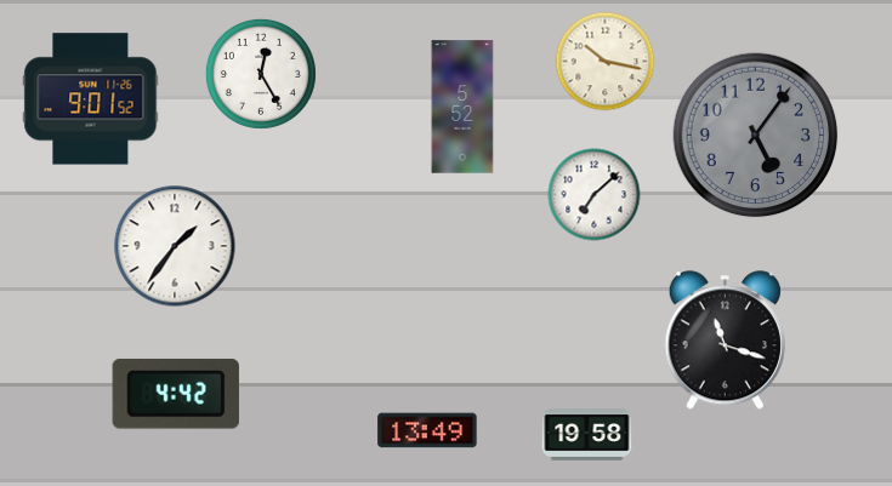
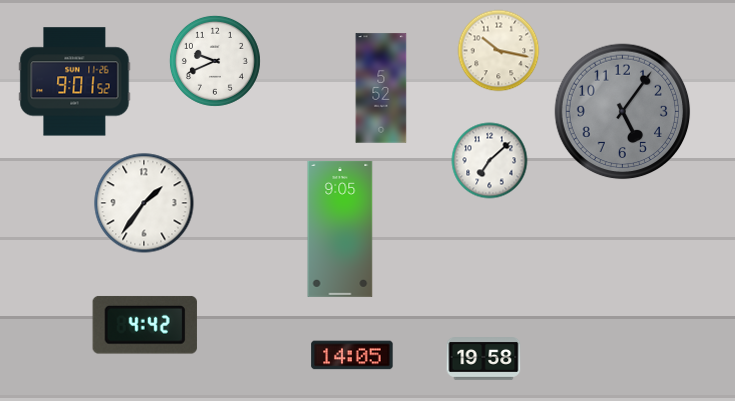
clock at (261, 74): 12:25 -> 9:41
clock at (340, 229): none -> 9:05
clock at (725, 341): 11:18 -> none
clock at (427, 430): 13:49 -> 14:05
